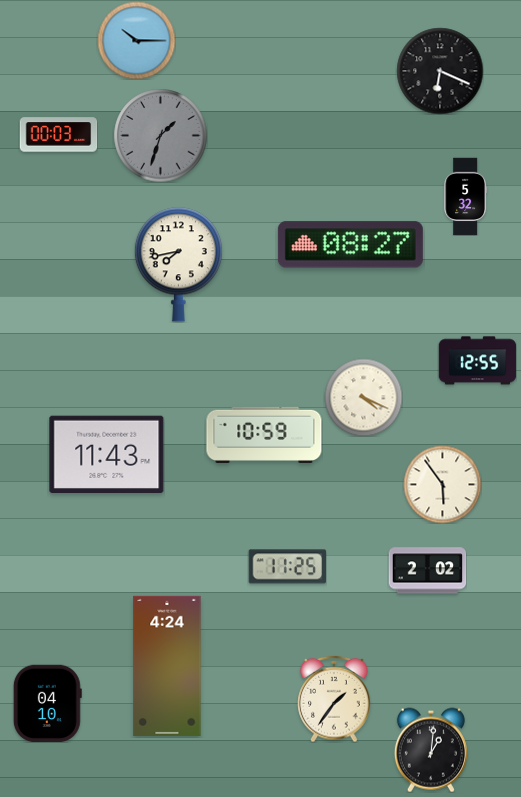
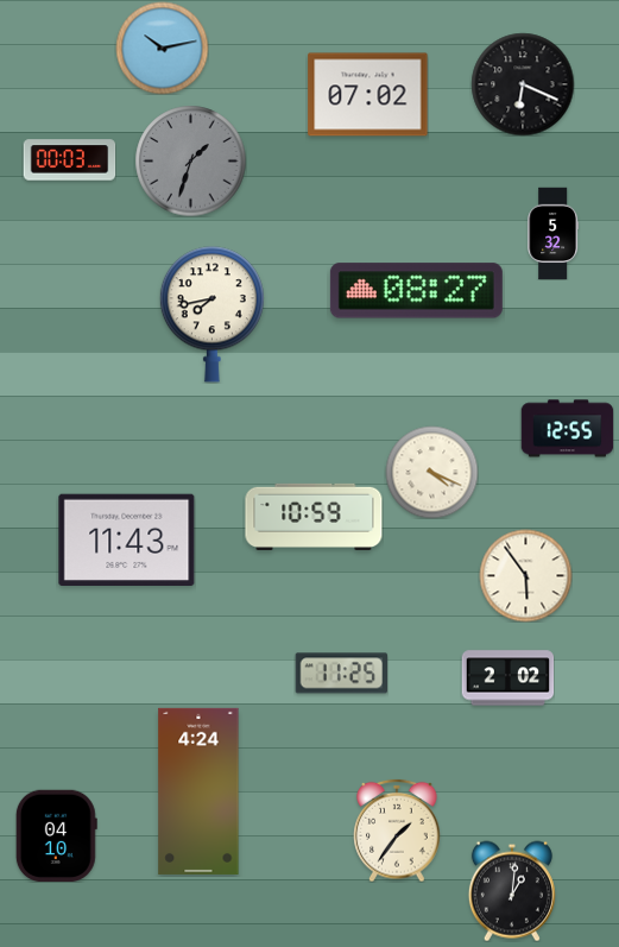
clock at (136, 40): 10:15 -> 10:13
clock at (368, 95): none -> 07:02
